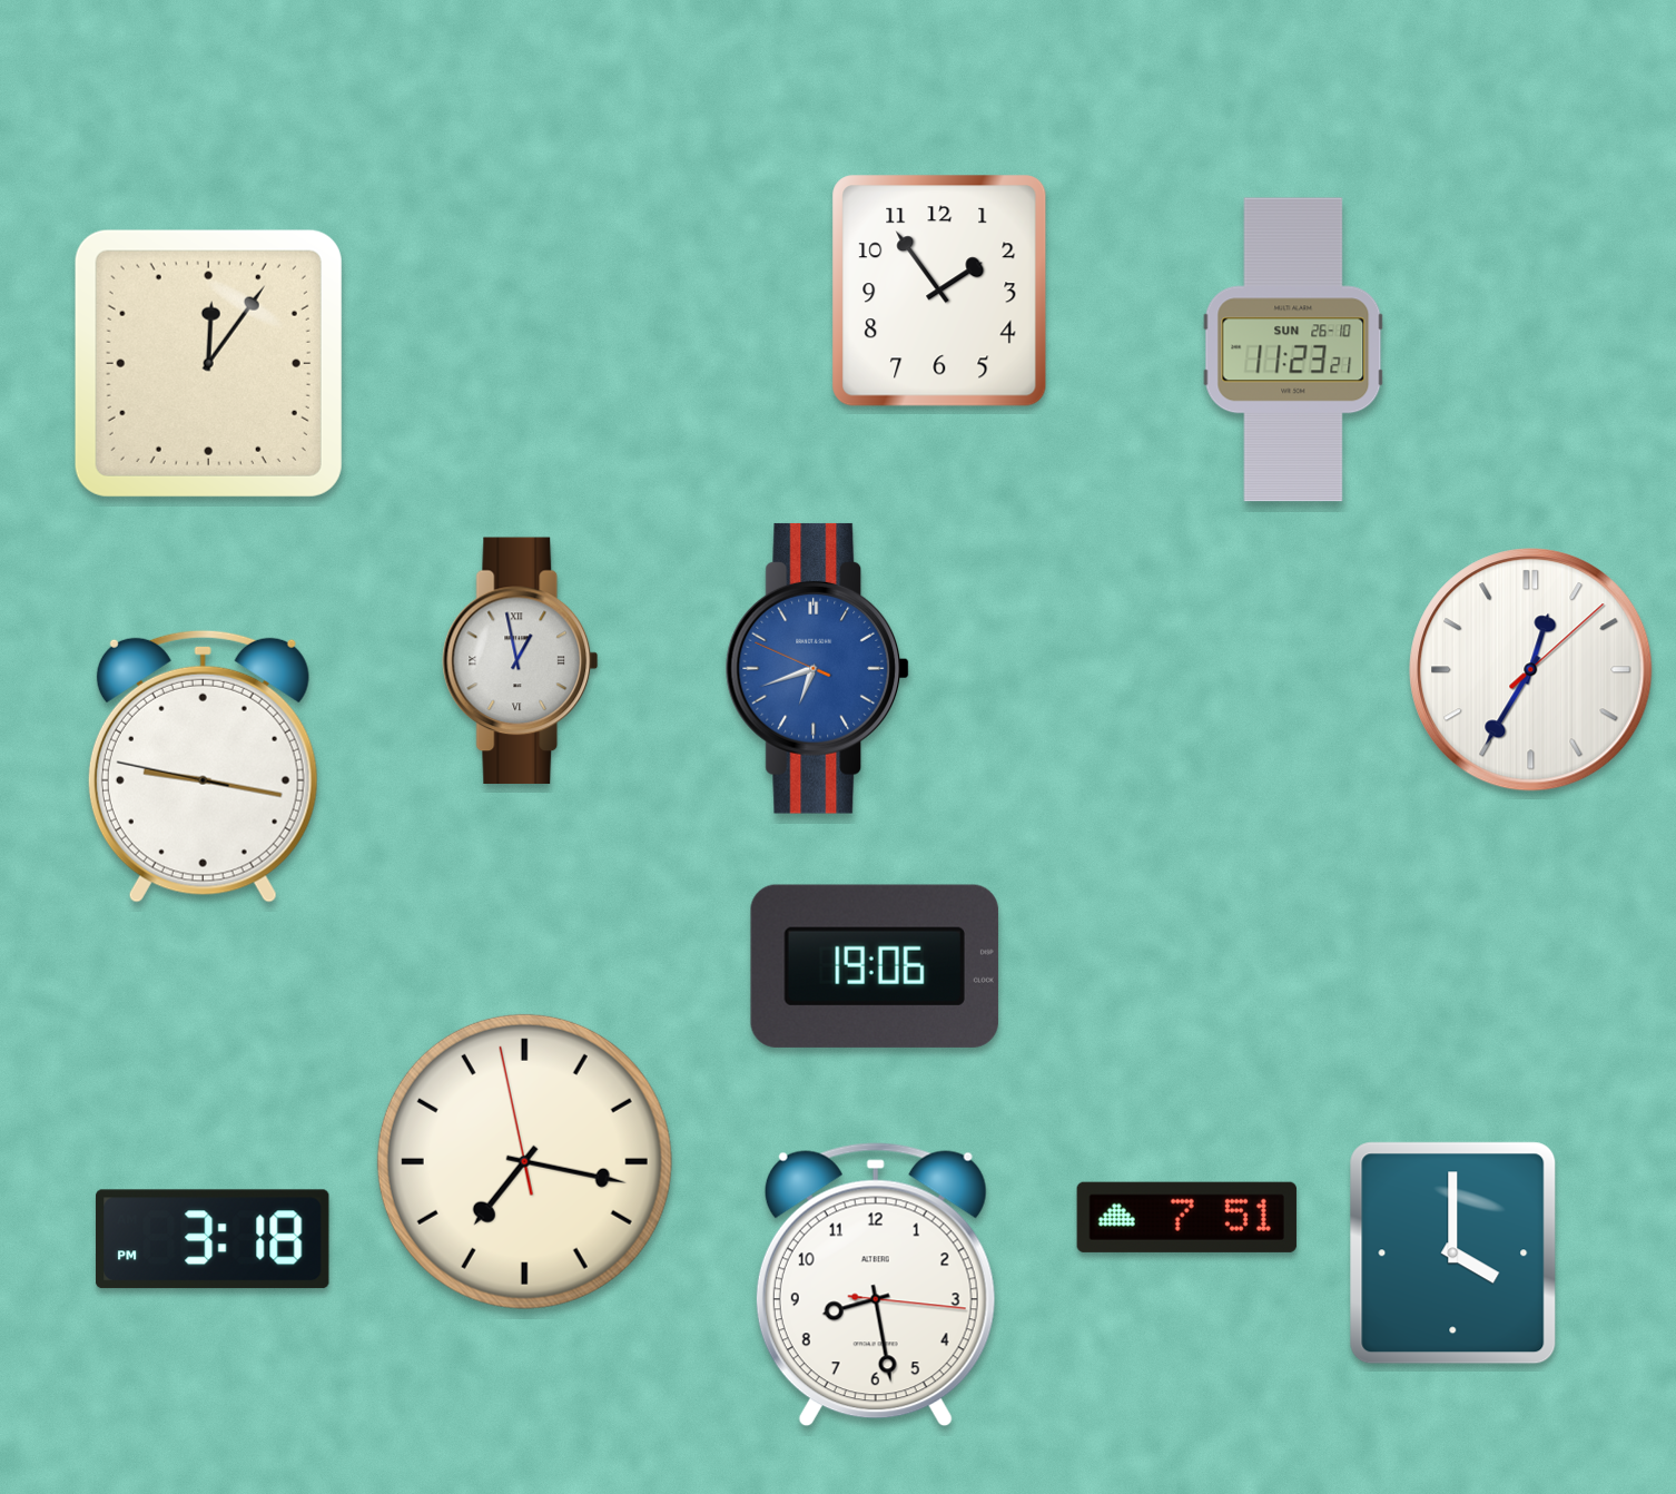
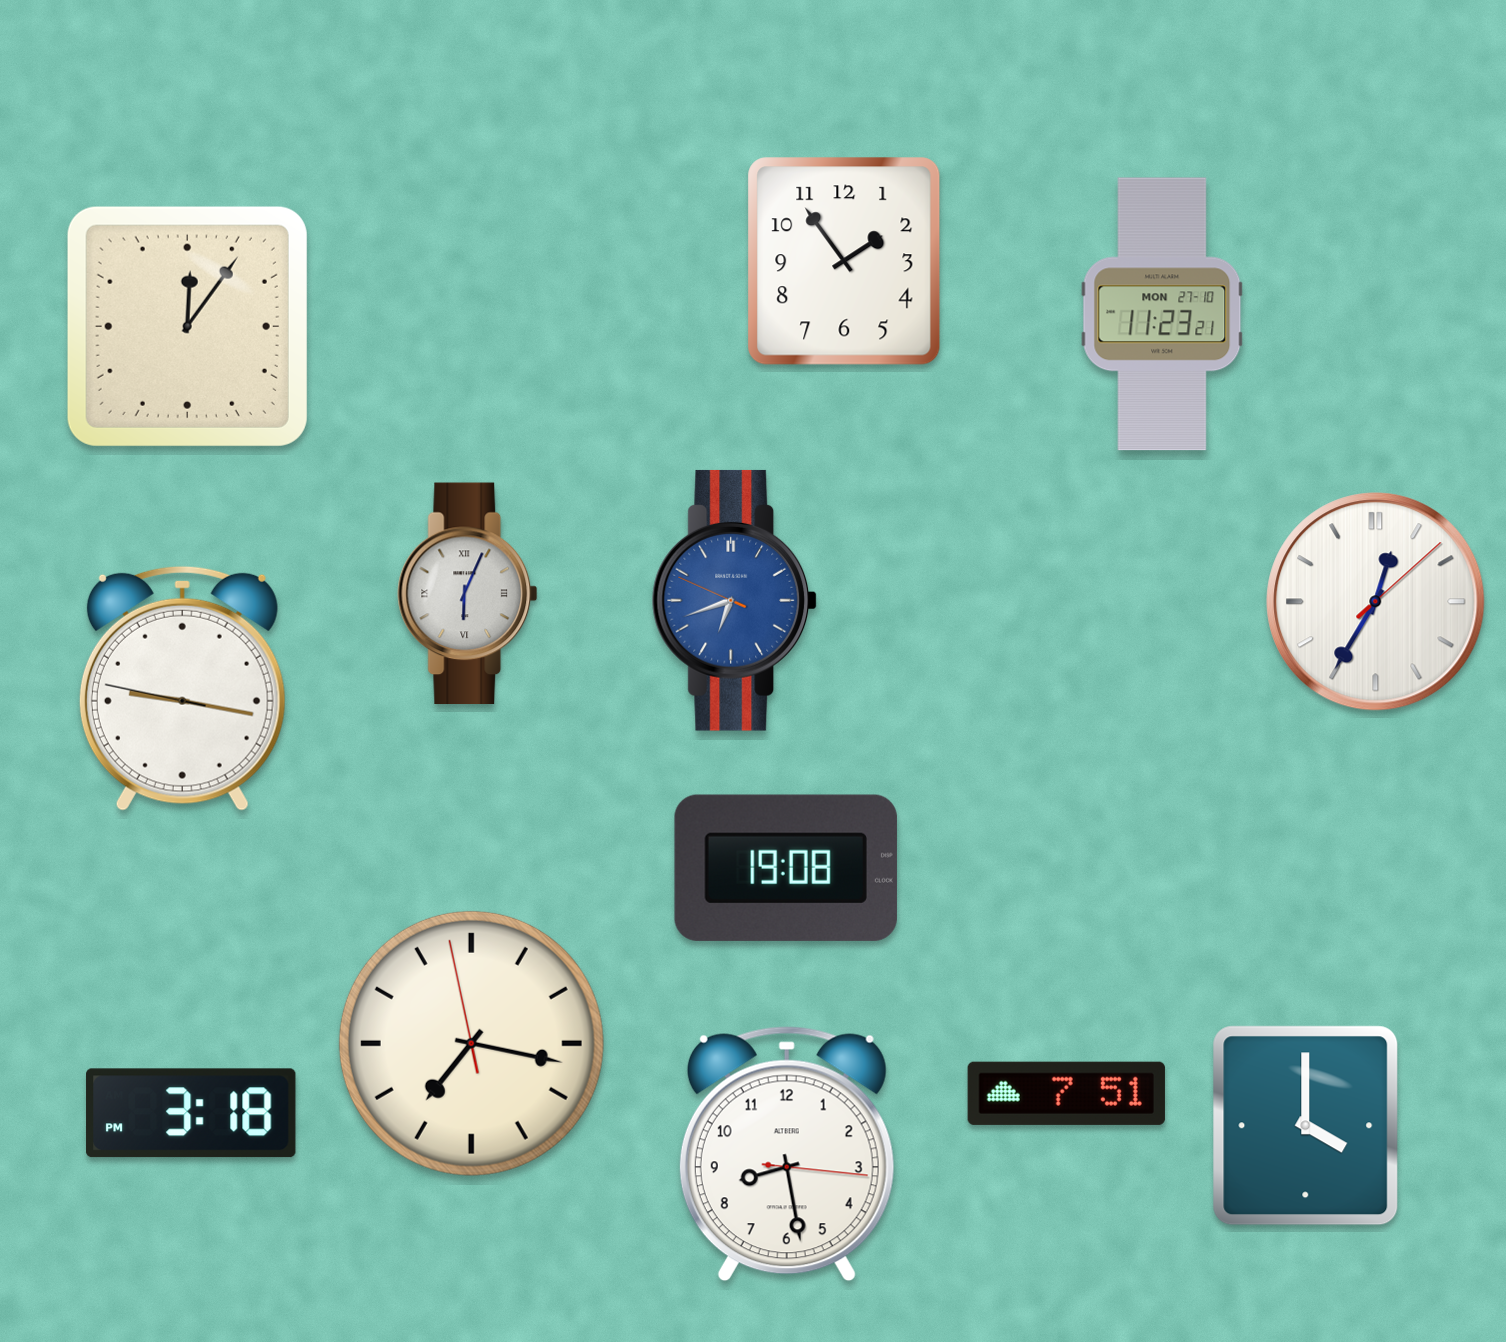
clock at (1293, 350) date: SUN 26-10 -> MON 27-10
clock at (521, 661): 12:58 -> 6:04
clock at (875, 966): 19:06 -> 19:08
